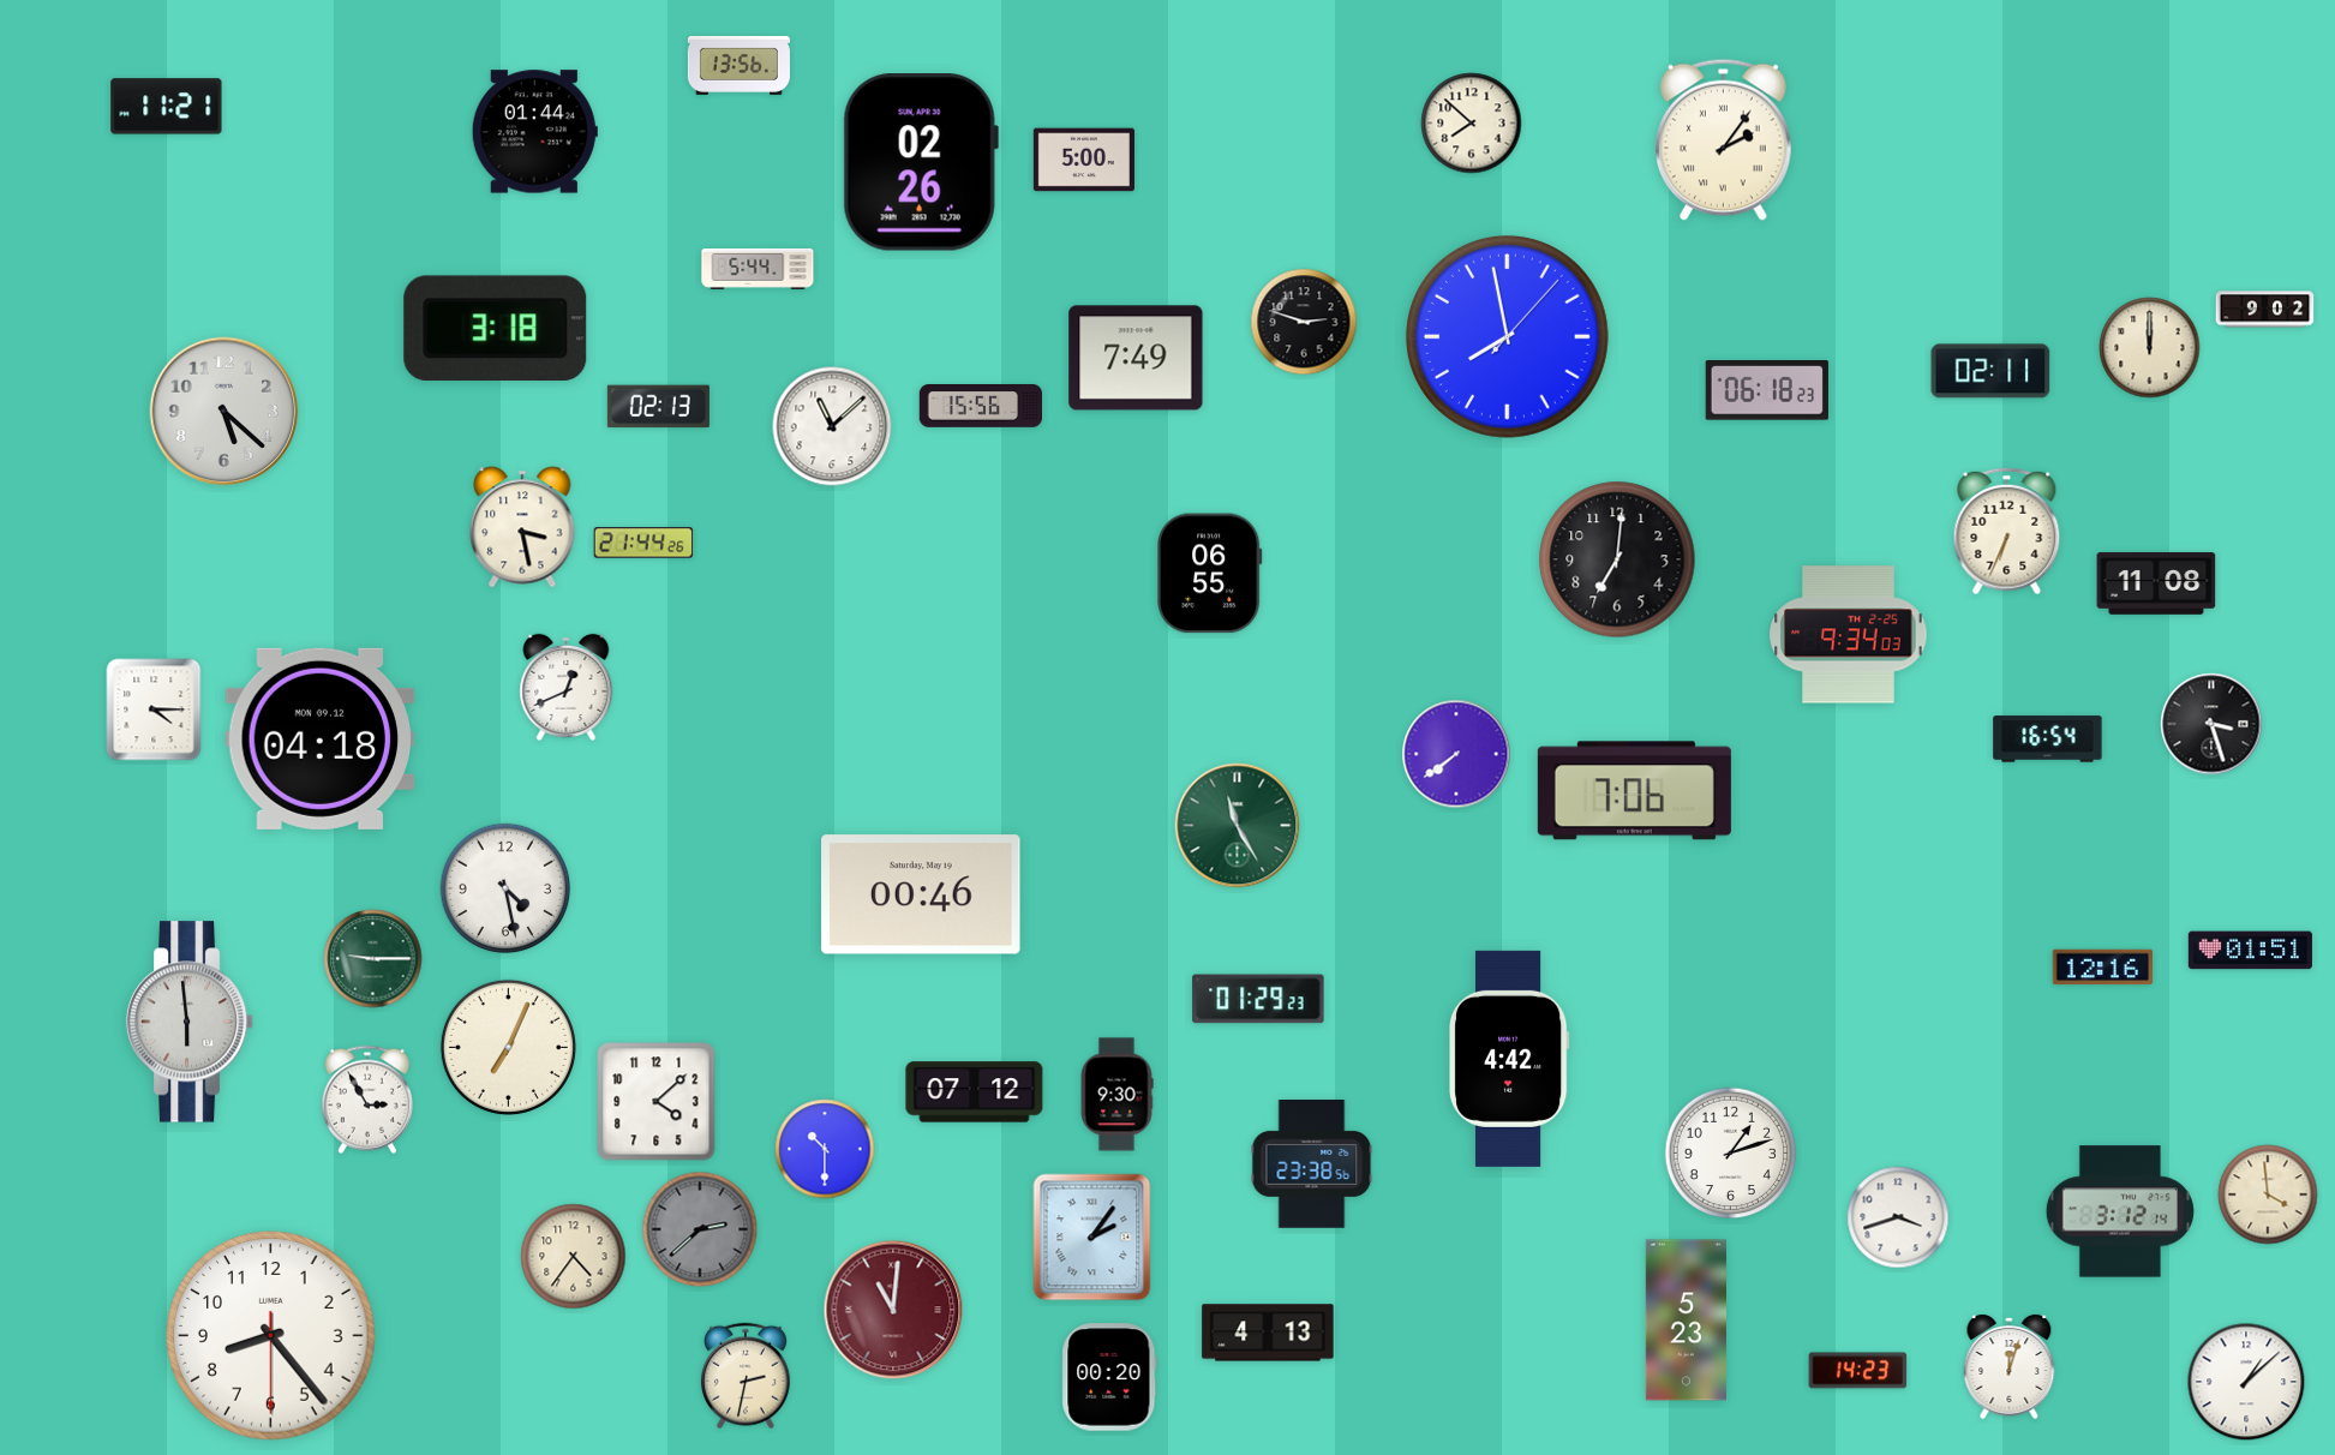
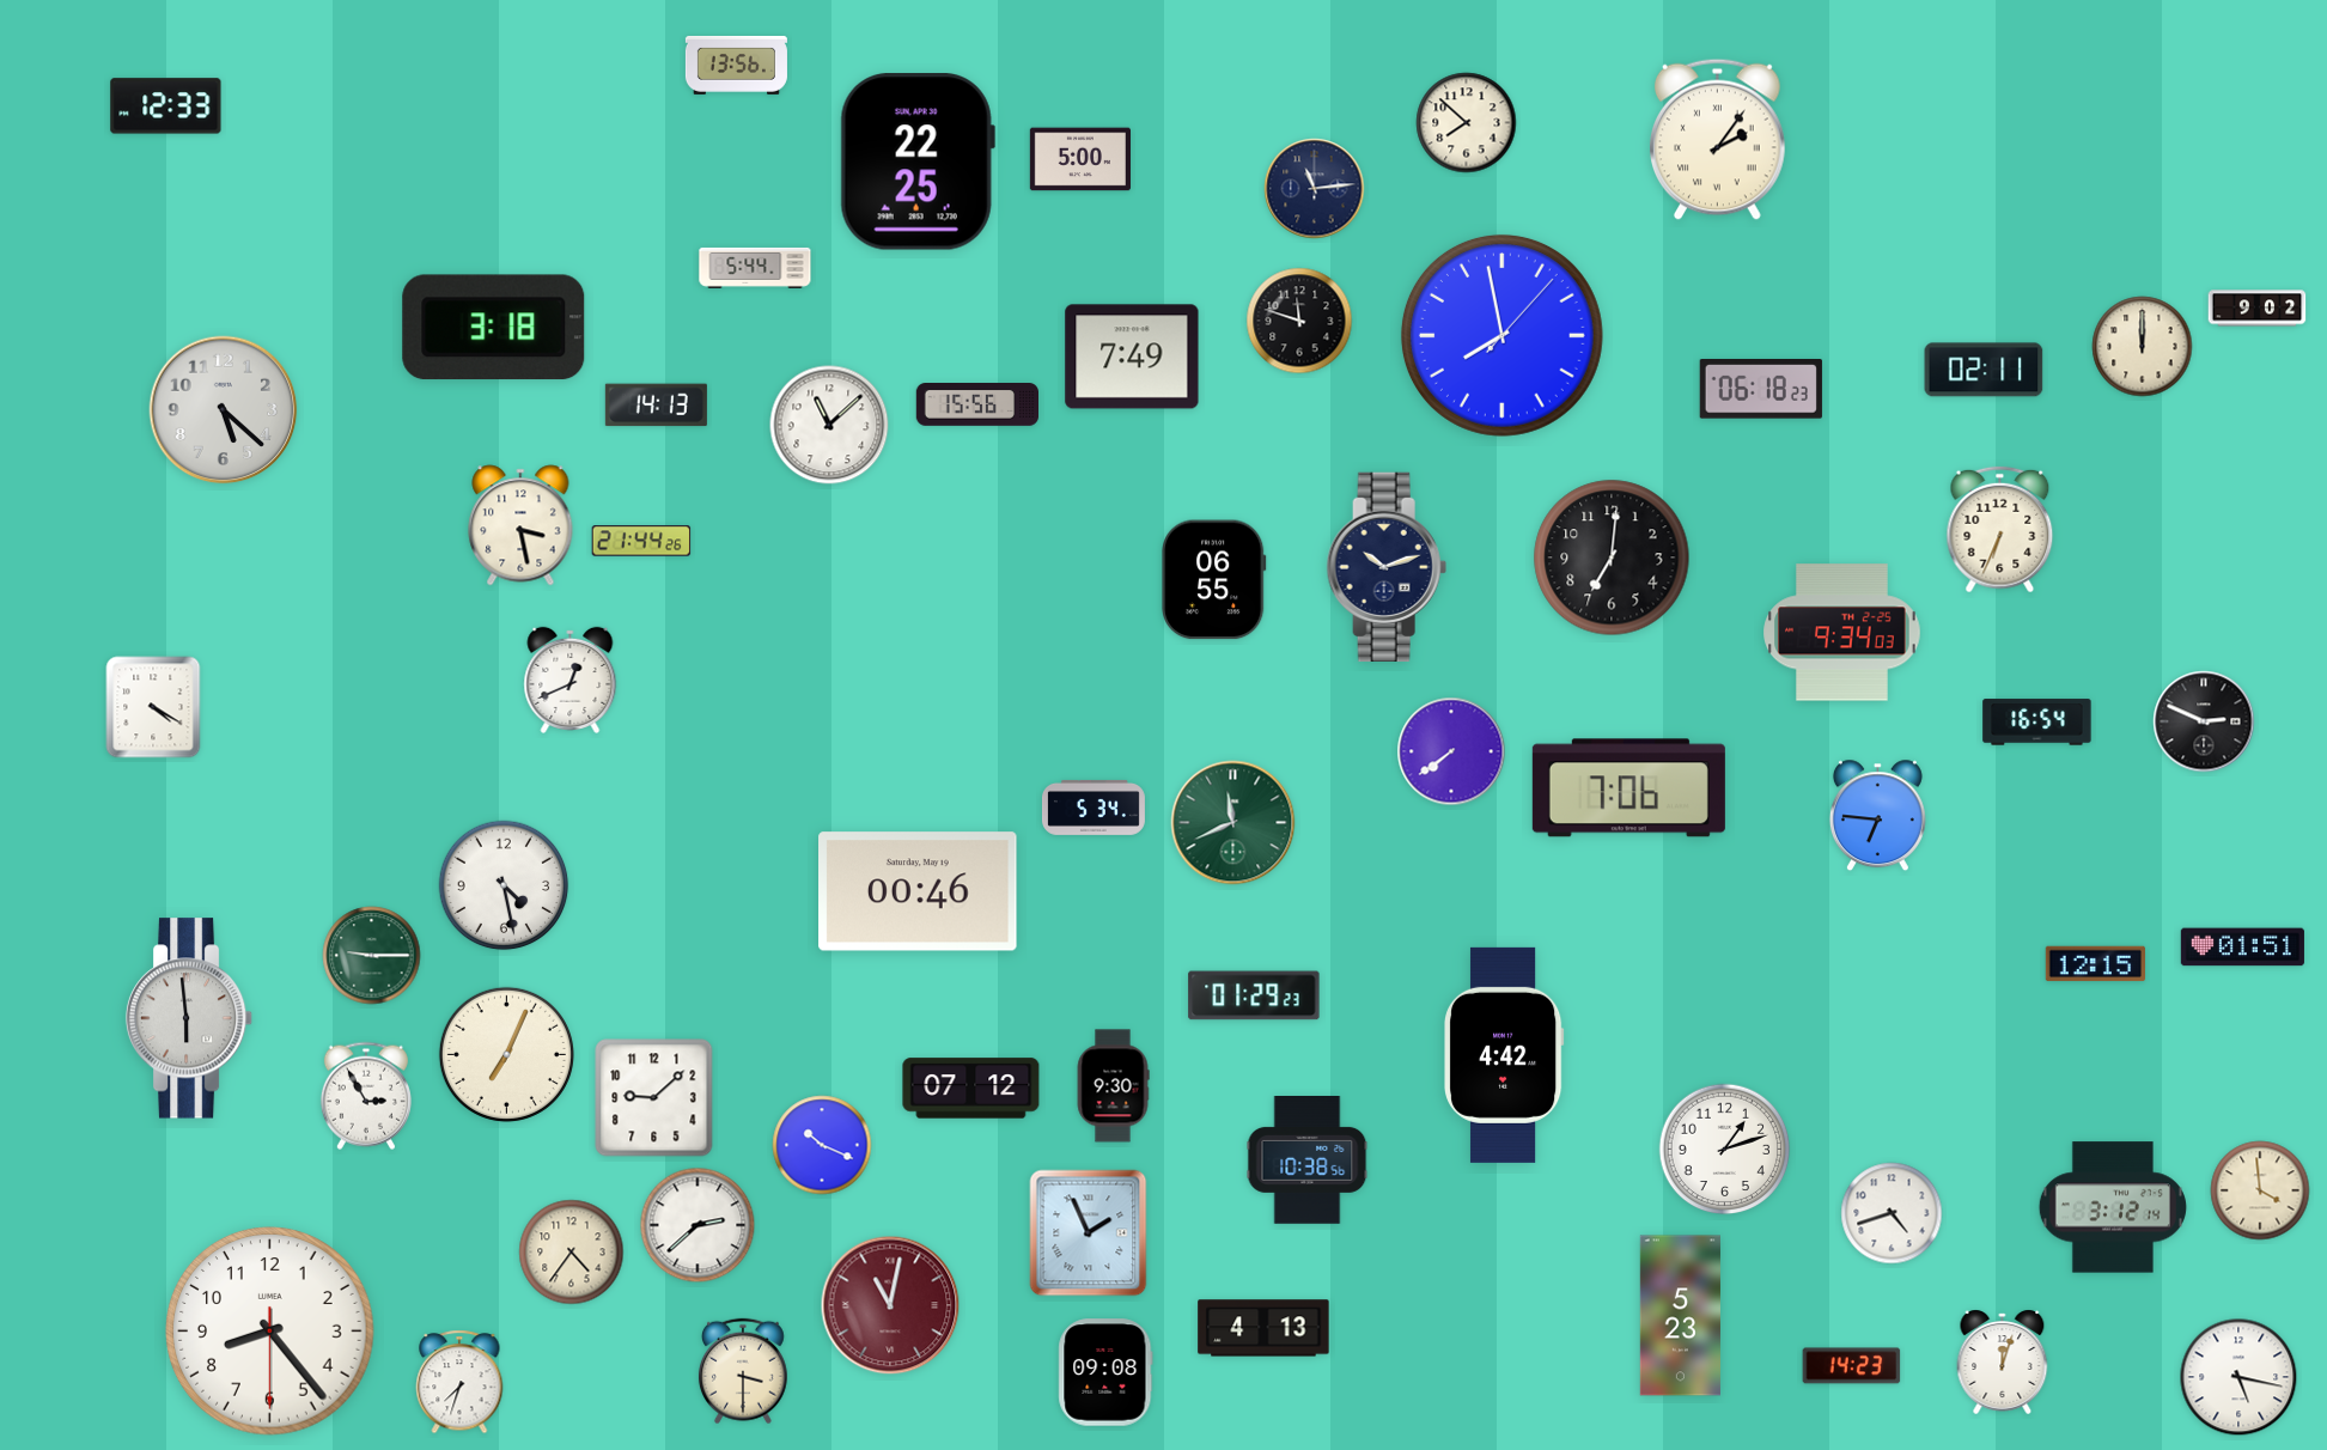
clock at (167, 107): 11:21 -> 12:33
clock at (534, 132): 01:44 -> none
clock at (921, 162): 02:26 -> 22:25
clock at (1315, 189): none -> 11:14
clock at (1304, 322): 2:48 -> 11:48
clock at (658, 407): 02:13 -> 14:13
clock at (1387, 566): none -> 10:12
clock at (1210, 574) position: (1210, 574) -> (1214, 580)
clock at (2156, 585): 11:08 -> none
clock at (567, 687) position: (567, 687) -> (571, 680)
clock at (154, 709): 4:15 -> 4:20
clock at (2211, 724): 3:27 -> 2:49
clock at (319, 738): 04:18 -> none
clock at (2048, 740) position: (2048, 740) -> (2037, 723)
clock at (1094, 808): none -> 5:34
clock at (1877, 816): none -> 6:46
clock at (1238, 826): 11:25 -> 11:41
clock at (2102, 968): 12:16 -> 12:15
clock at (508, 1047) position: (508, 1047) -> (506, 1054)
clock at (1116, 1095) position: (1116, 1095) -> (1113, 1086)
clock at (657, 1102): 4:08 -> 9:08
clock at (825, 1149): 10:30 -> 10:19
clock at (1312, 1164): 23:38 -> 10:38
clock at (1898, 1217): 3:42 -> 4:42
clock at (700, 1229) dial: grey -> white
clock at (1092, 1238): 2:06 -> 1:56
clock at (893, 1310): 11:01 -> 11:02
clock at (746, 1376): 2:32 -> 3:30
clock at (1109, 1377): 00:20 -> 09:08
clock at (2246, 1382): 1:08 -> 5:17
clock at (459, 1382): none -> 7:33
